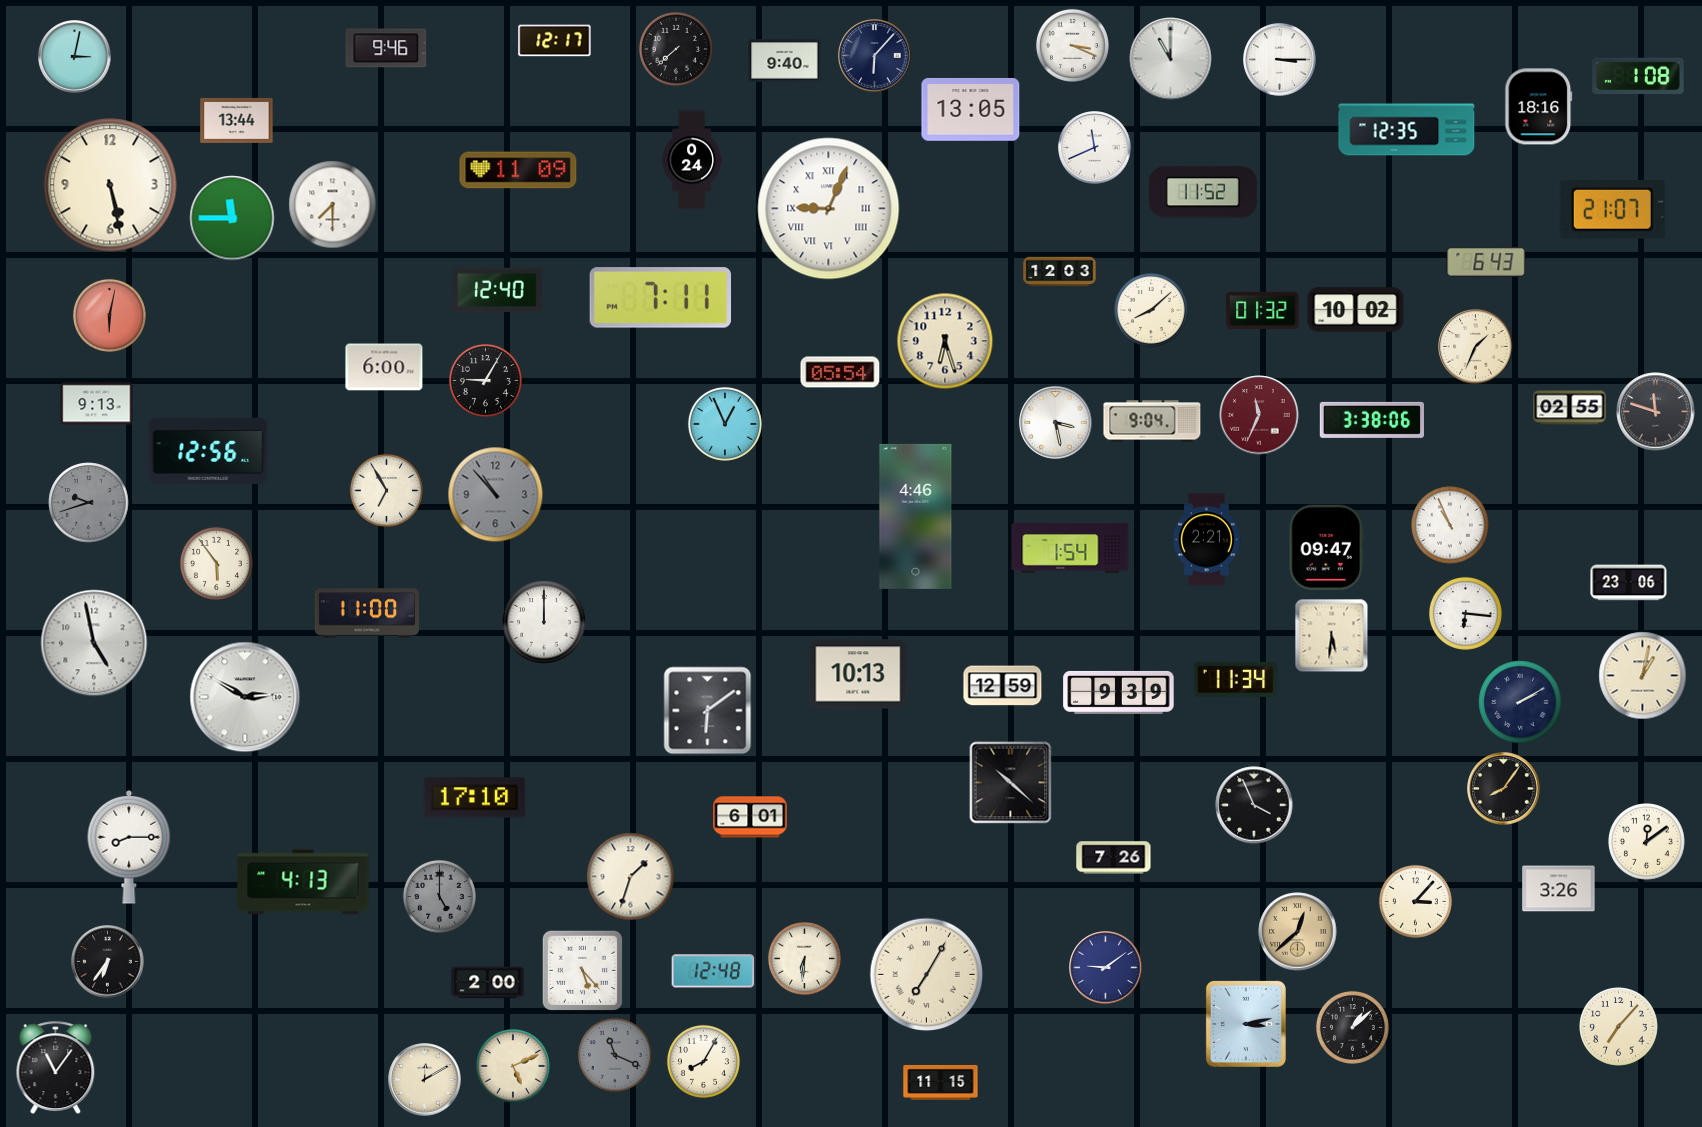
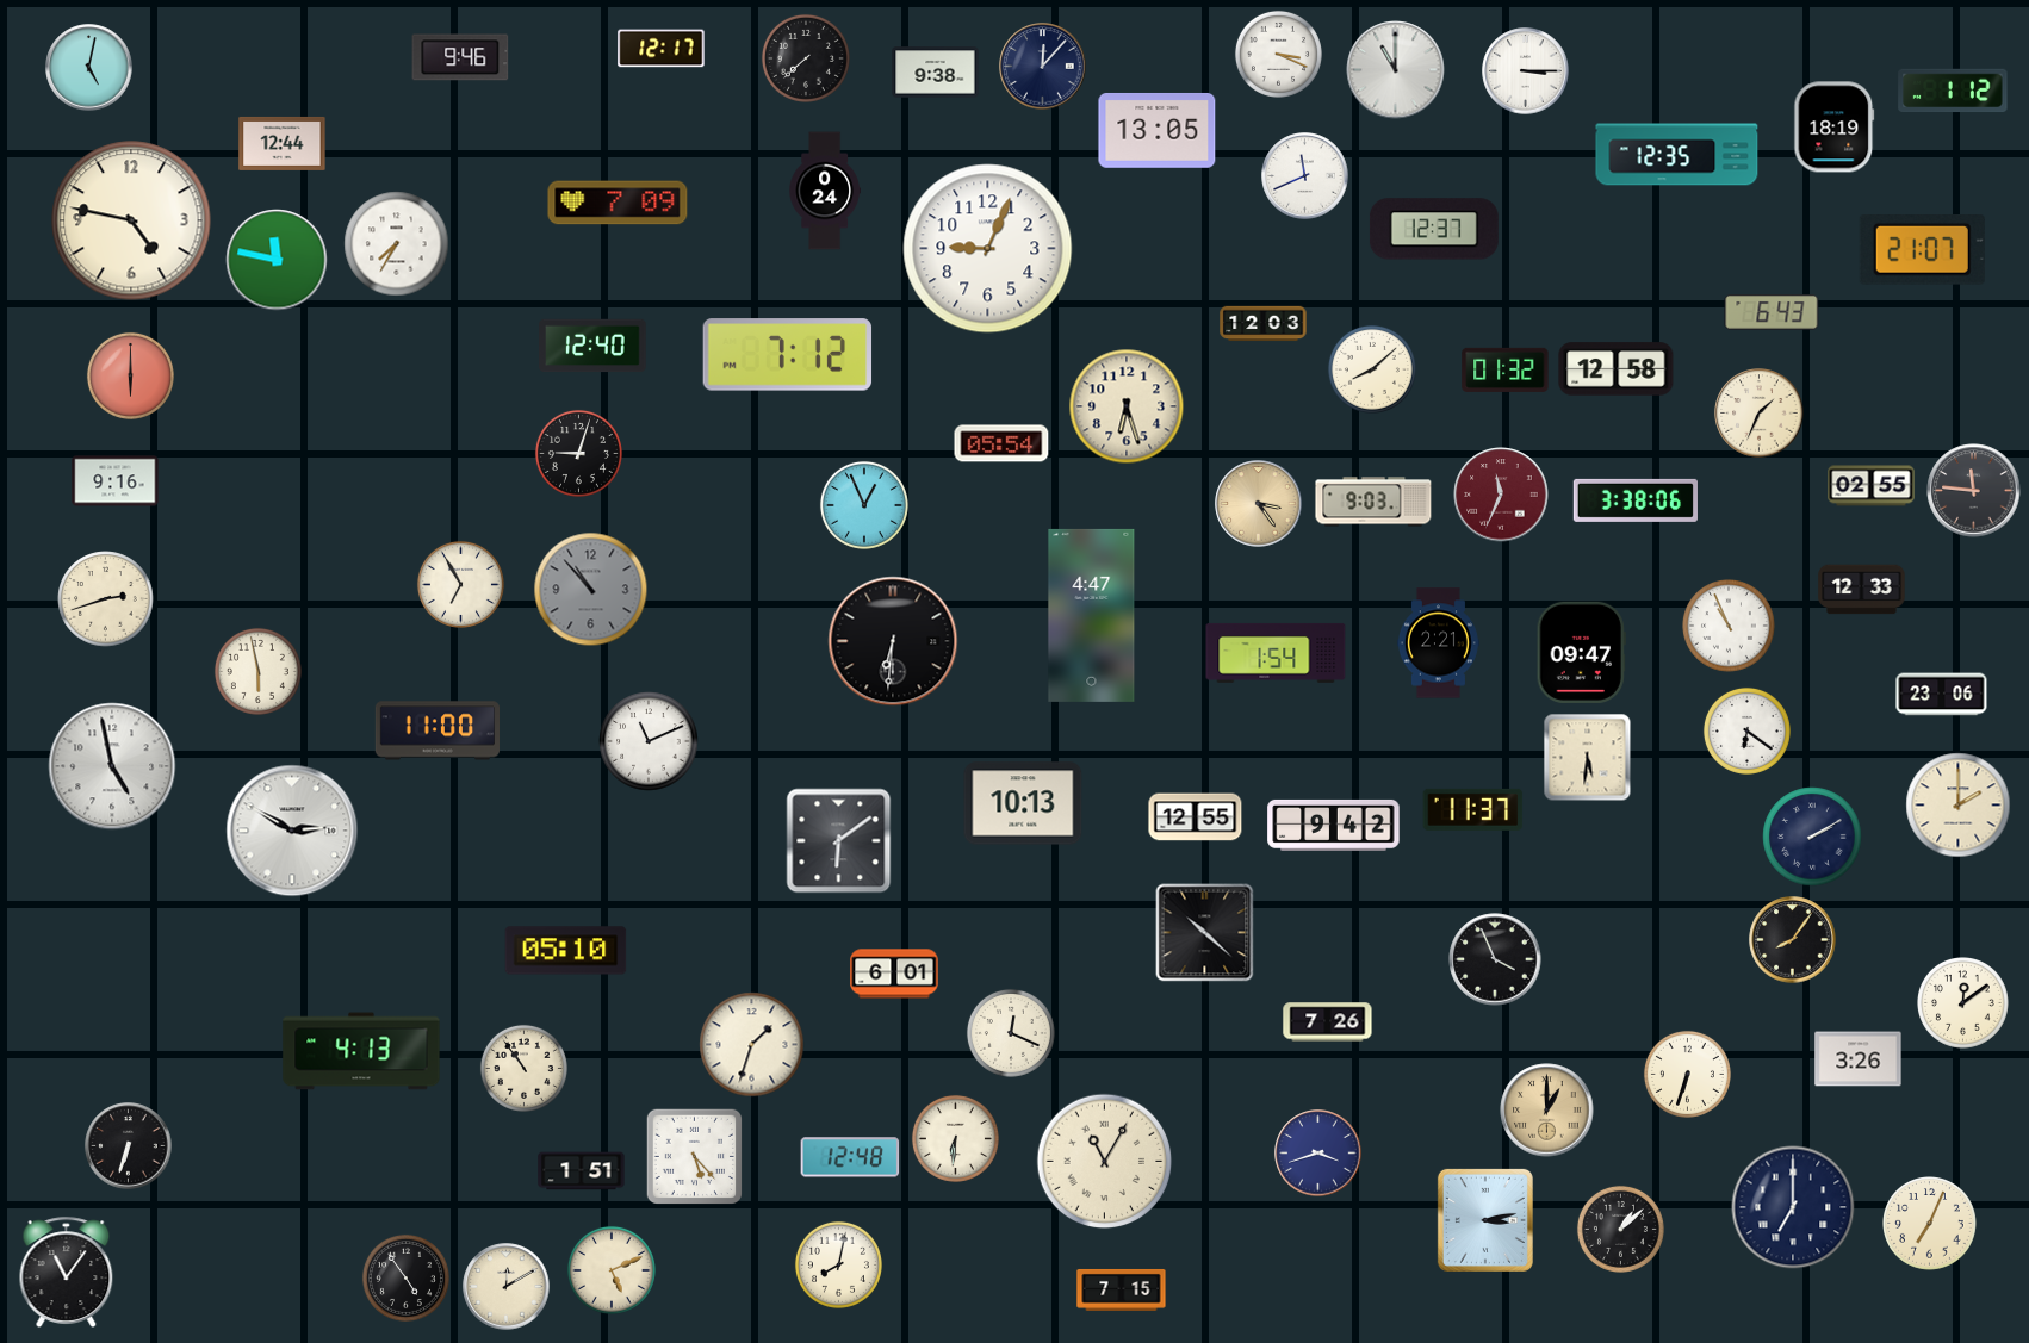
clock at (875, 56): 6:07 -> 12:07
clock at (75, 57): 3:02 -> 5:02
clock at (785, 61): 9:40 -> 9:38
clock at (1638, 76): 1:08 -> 1:12
clock at (1539, 107): 18:16 -> 18:19
clock at (237, 120): 13:44 -> 12:44
clock at (518, 170): 11:09 -> 7:09
clock at (110, 185): 5:28 -> 4:47
clock at (1203, 192): 11:52 -> 12:37
clock at (333, 205): 7:30 -> 7:35
clock at (829, 209) numerals: Roman -> Arabic
clock at (232, 218): 11:45 -> 11:47
clock at (661, 298): 7:11 -> 7:12
clock at (1356, 310): 10:02 -> 12:58
clock at (109, 315): 6:02 -> 6:00
clock at (384, 367): 6:00 -> none
clock at (485, 380): 9:05 -> 9:03
clock at (97, 404): 9:13 -> 9:16
clock at (1656, 412): 11:48 -> 11:46
clock at (1152, 421): 9:04 -> 9:03
clock at (1056, 423): 3:28 -> 3:24
clock at (1056, 423) dial: white -> champagne
clock at (208, 451): 12:56 -> none
clock at (1862, 590): none -> 12:33
clock at (89, 503): 9:42 -> 2:42
clock at (89, 503) dial: grey -> cream
clock at (916, 516): 4:46 -> 4:47
clock at (893, 641): none -> 6:31
clock at (216, 563): 5:54 -> 5:58
clock at (1465, 613): 6:16 -> 6:21
clock at (544, 622): 12:00 -> 11:11
clock at (1643, 676): 1:02 -> 2:00
clock at (1236, 679): 11:34 -> 11:37
clock at (1003, 686): 12:59 -> 12:55
clock at (1119, 692): 9:39 -> 9:42
clock at (708, 711) position: (708, 711) -> (839, 841)
clock at (475, 798): 17:10 -> 05:10
clock at (129, 847): 8:15 -> none
clock at (1011, 1033): none -> 12:19
clock at (439, 896): 5:00 -> 10:54
clock at (439, 896) dial: grey -> cream
clock at (1415, 901): 3:07 -> 6:33
clock at (1298, 932): 12:38 -> 1:00
clock at (804, 958) position: (804, 958) -> (955, 1138)
clock at (108, 962): 6:36 -> 6:33
clock at (1106, 968): 9:09 -> 3:42
clock at (927, 975): 7:05 -> 11:05
clock at (488, 983): 2:00 -> 1:51
clock at (1793, 1207): none -> 7:00
clock at (1352, 1027) position: (1352, 1027) -> (1620, 1229)
clock at (1619, 1027): 7:07 -> 7:04
clock at (615, 1055): 11:19 -> none
clock at (703, 1061): 8:05 -> 8:02
clock at (405, 1277): none -> 4:54
clock at (941, 1082): 11:15 -> 7:15
